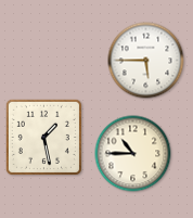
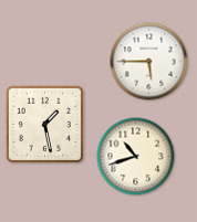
clock at (43, 137) position: (43, 137) -> (44, 124)
clock at (133, 154): 10:45 -> 10:42
